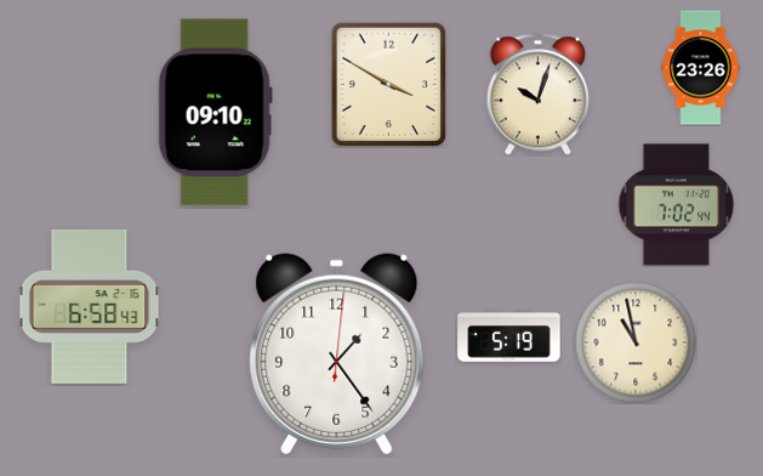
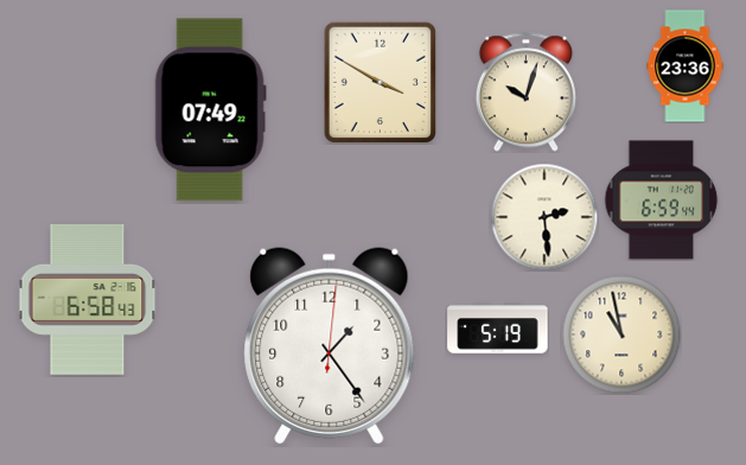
clock at (701, 68): 23:26 -> 23:36
clock at (215, 113): 09:10 -> 07:49
clock at (677, 205): 7:02 -> 6:59
clock at (544, 217): none -> 2:29
